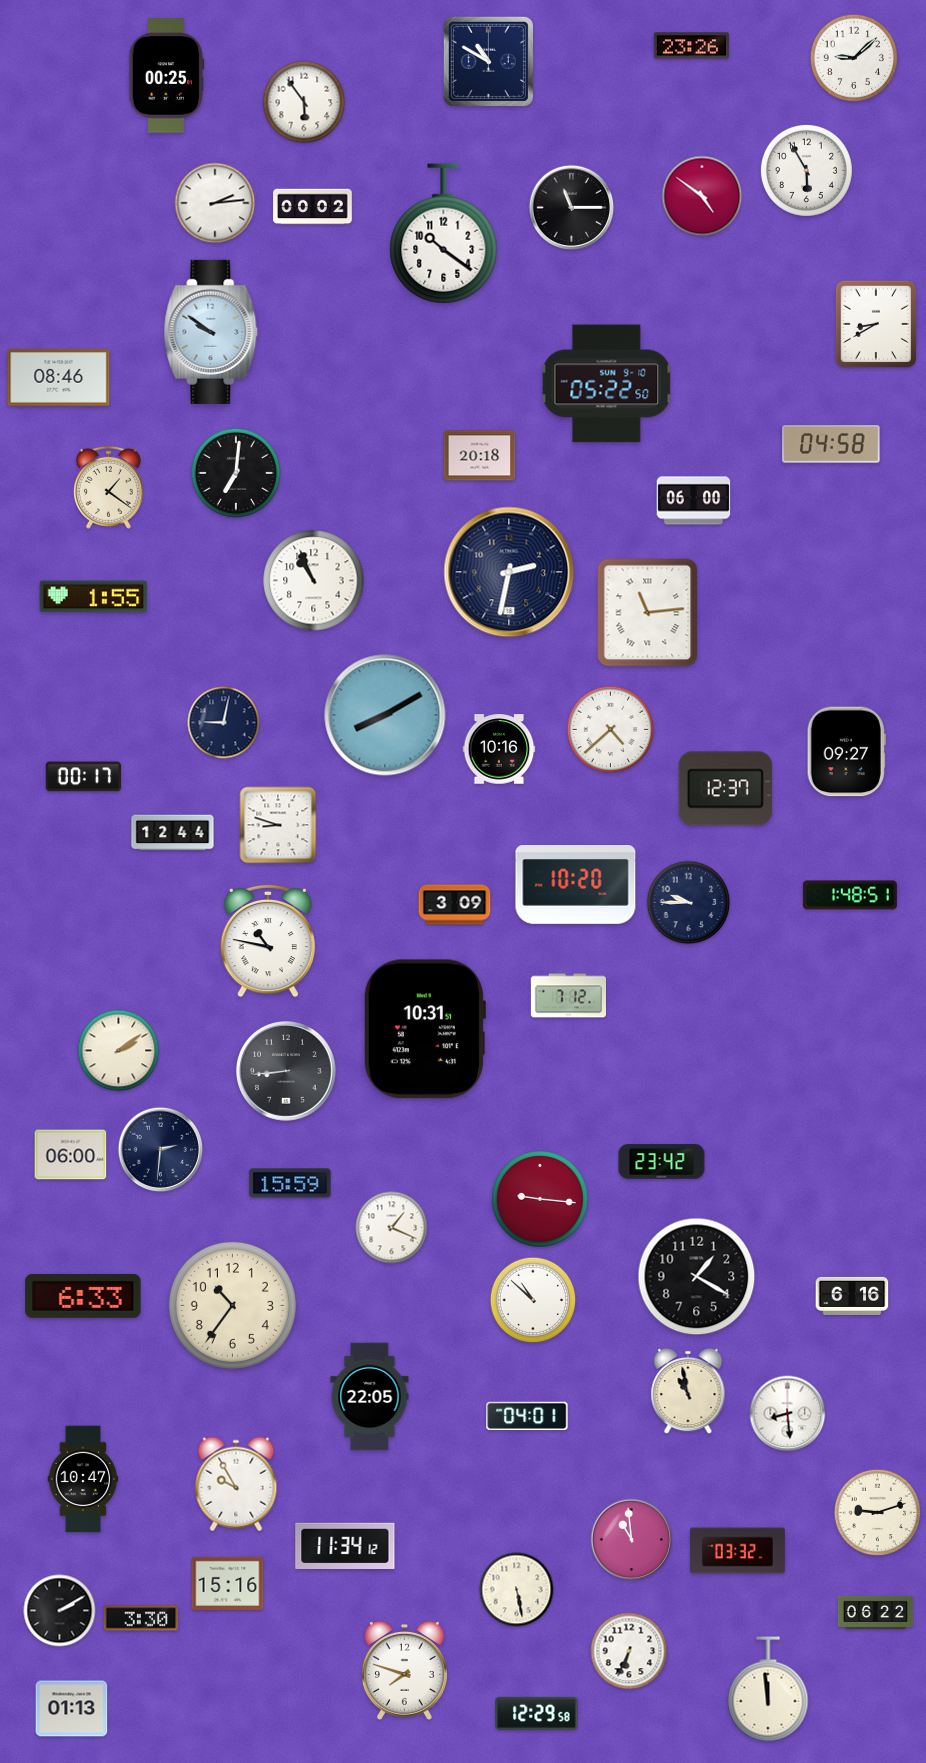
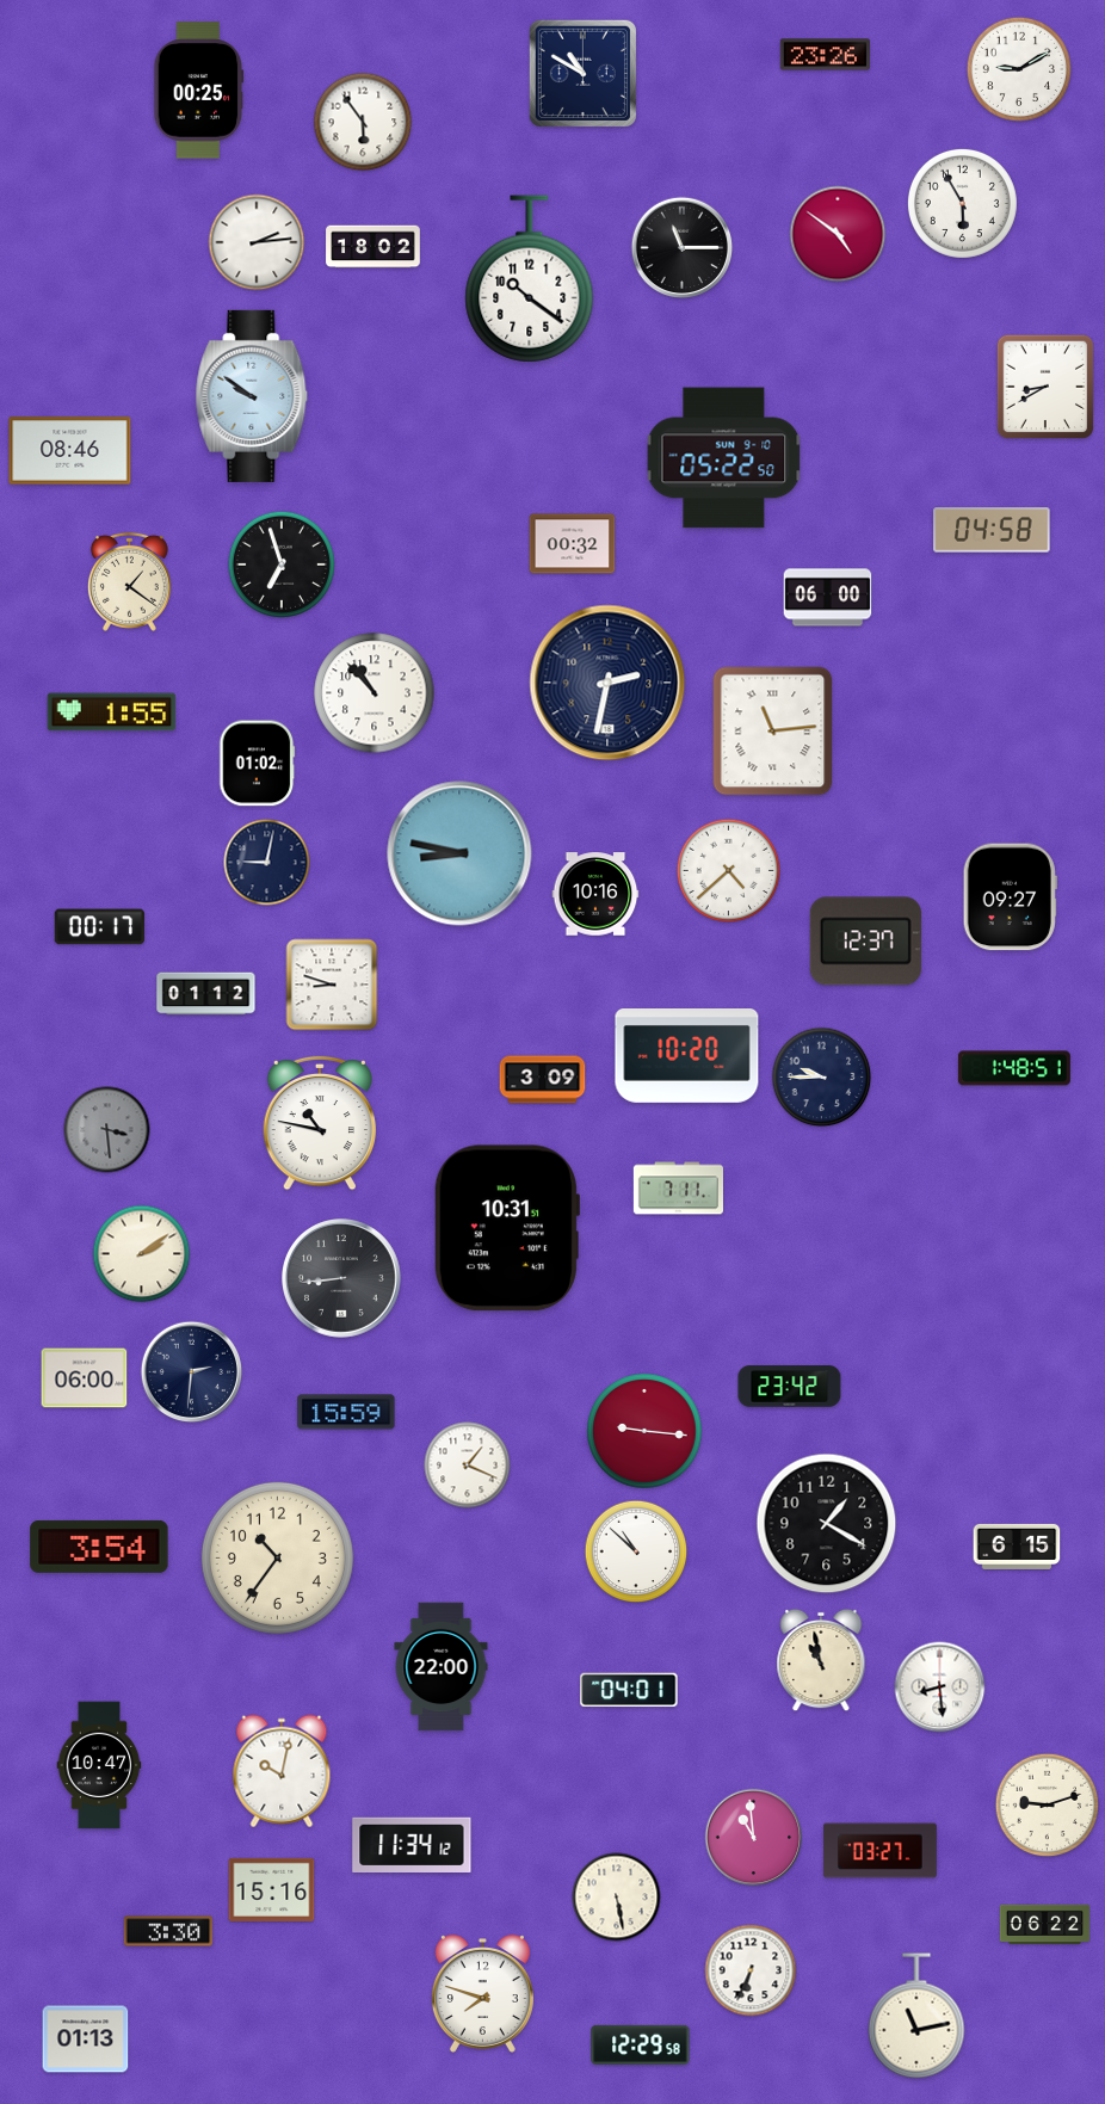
clock at (853, 57): 9:08 -> 9:10
clock at (313, 207): 00:02 -> 18:02
clock at (480, 456): 20:18 -> 00:32
clock at (236, 473): 7:01 -> 6:57
clock at (314, 581): 10:56 -> 10:53
clock at (258, 764): none -> 01:02
clock at (385, 715): 8:10 -> 8:47
clock at (173, 833): 12:44 -> 01:12
clock at (107, 1130): none -> 3:29
clock at (568, 996): 7:12 -> 7:11
clock at (697, 1277) position: (697, 1277) -> (827, 1524)
clock at (83, 1296): 6:33 -> 3:54
clock at (852, 1296): 6:16 -> 6:15
clock at (370, 1397): 22:05 -> 22:00
clock at (236, 1484): 9:55 -> 10:02
clock at (738, 1551): 03:32 -> 03:27
clock at (60, 1611): 2:10 -> none
clock at (768, 1689): 11:59 -> 11:13
